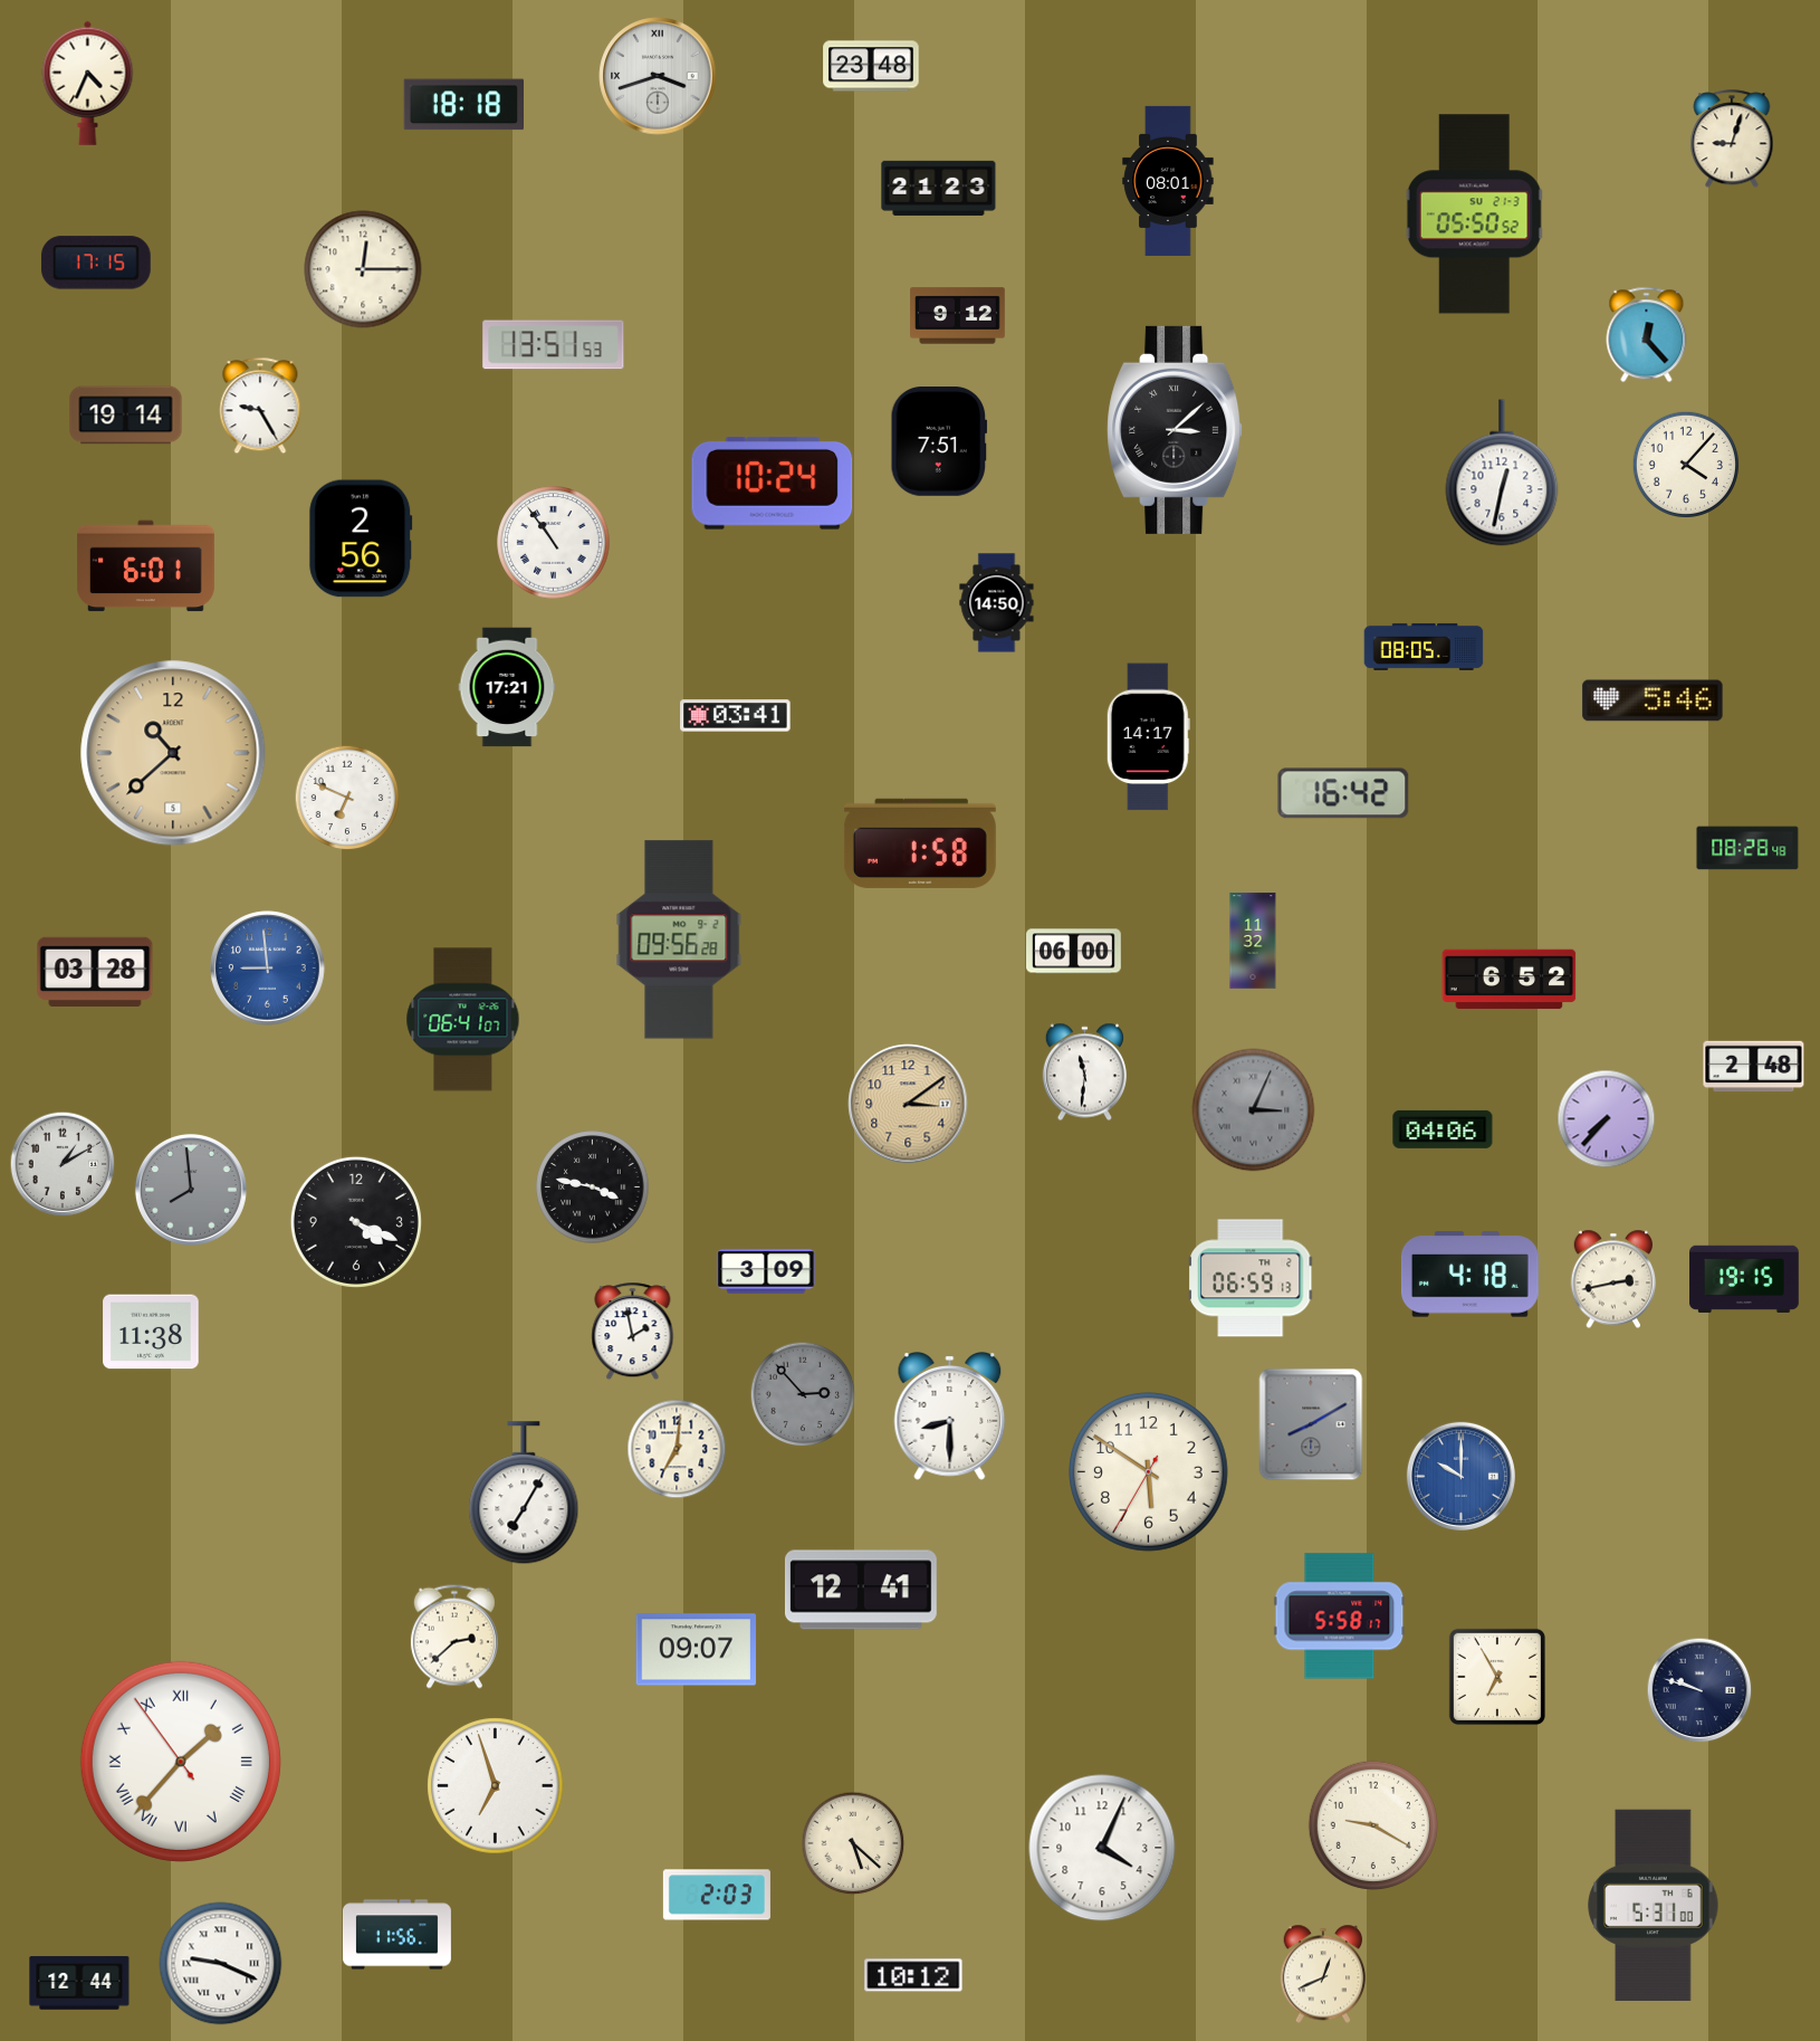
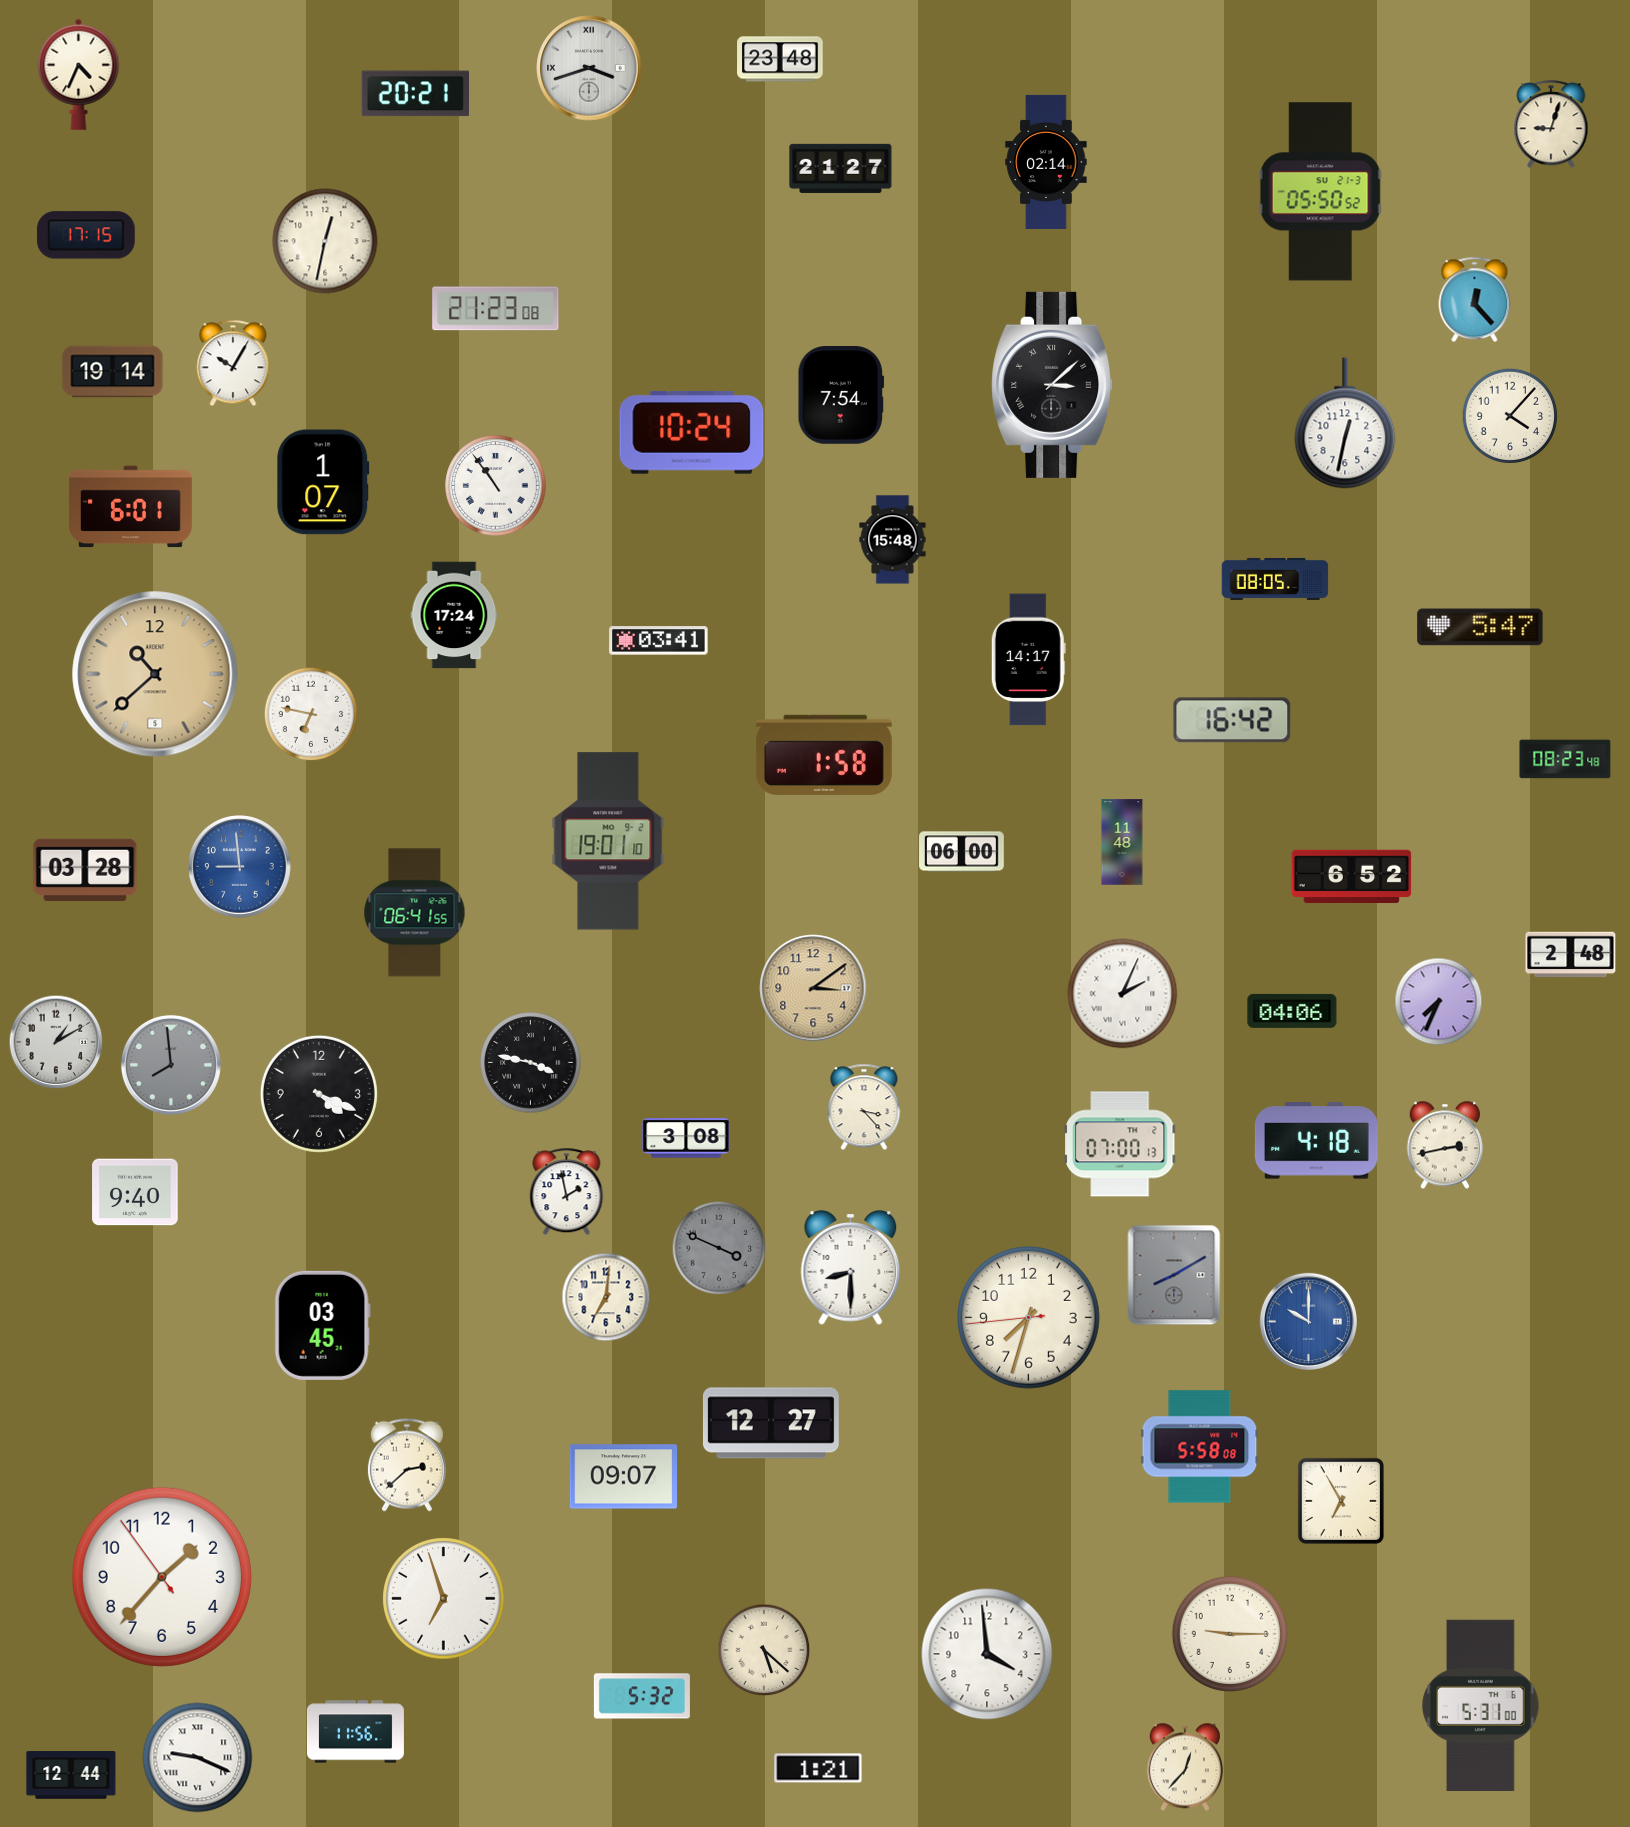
clock at (463, 105): 18:18 -> 20:21
clock at (1168, 181): 08:01 -> 02:14
clock at (939, 188): 21:23 -> 21:27
clock at (363, 269): 12:15 -> 12:32
clock at (958, 316): 9:12 -> none
clock at (554, 345): 13:51 -> 21:23
clock at (260, 406): 9:25 -> 10:05
clock at (939, 442): 7:51 -> 7:54
clock at (361, 538): 2:56 -> 1:07
clock at (997, 603): 14:50 -> 15:48
clock at (507, 687): 17:21 -> 17:24
clock at (1653, 700): 5:46 -> 5:47
clock at (1343, 793) position: (1343, 793) -> (1232, 720)
clock at (347, 798): 6:49 -> 6:47
clock at (1747, 848): 08:28 -> 08:23
clock at (679, 940): 09:56 -> 19:01
clock at (1253, 941): 11:32 -> 11:48
clock at (463, 1020): 06:41:07 -> 06:41:55
clock at (1084, 1072): 11:31 -> none
clock at (1254, 1110): 3:04 -> 2:04
clock at (1254, 1110) dial: grey -> white
clock at (1607, 1119): 7:37 -> 7:34
clock at (864, 1107): none -> 3:23
clock at (766, 1271): 3:09 -> 3:08
clock at (1252, 1278): 06:59 -> 07:00
clock at (1744, 1279): 19:15 -> none
clock at (151, 1332): 11:38 -> 9:40
clock at (803, 1394): 2:53 -> 3:49
clock at (1149, 1472): 5:50 -> 7:32
clock at (322, 1325): none -> 03:45
clock at (524, 1494): 7:05 -> none
clock at (861, 1590): 12:41 -> 12:27
clock at (1340, 1616): 5:58:17 -> 5:58:08
clock at (1699, 1690): 9:48 -> none
clock at (181, 1762) numerals: Roman -> Arabic
clock at (1373, 1825): 9:20 -> 9:15
clock at (1102, 1848): 4:04 -> 3:59
clock at (717, 1895): 2:03 -> 5:32
clock at (1323, 1974): 12:41 -> 12:37
clock at (913, 1975): 10:12 -> 1:21
